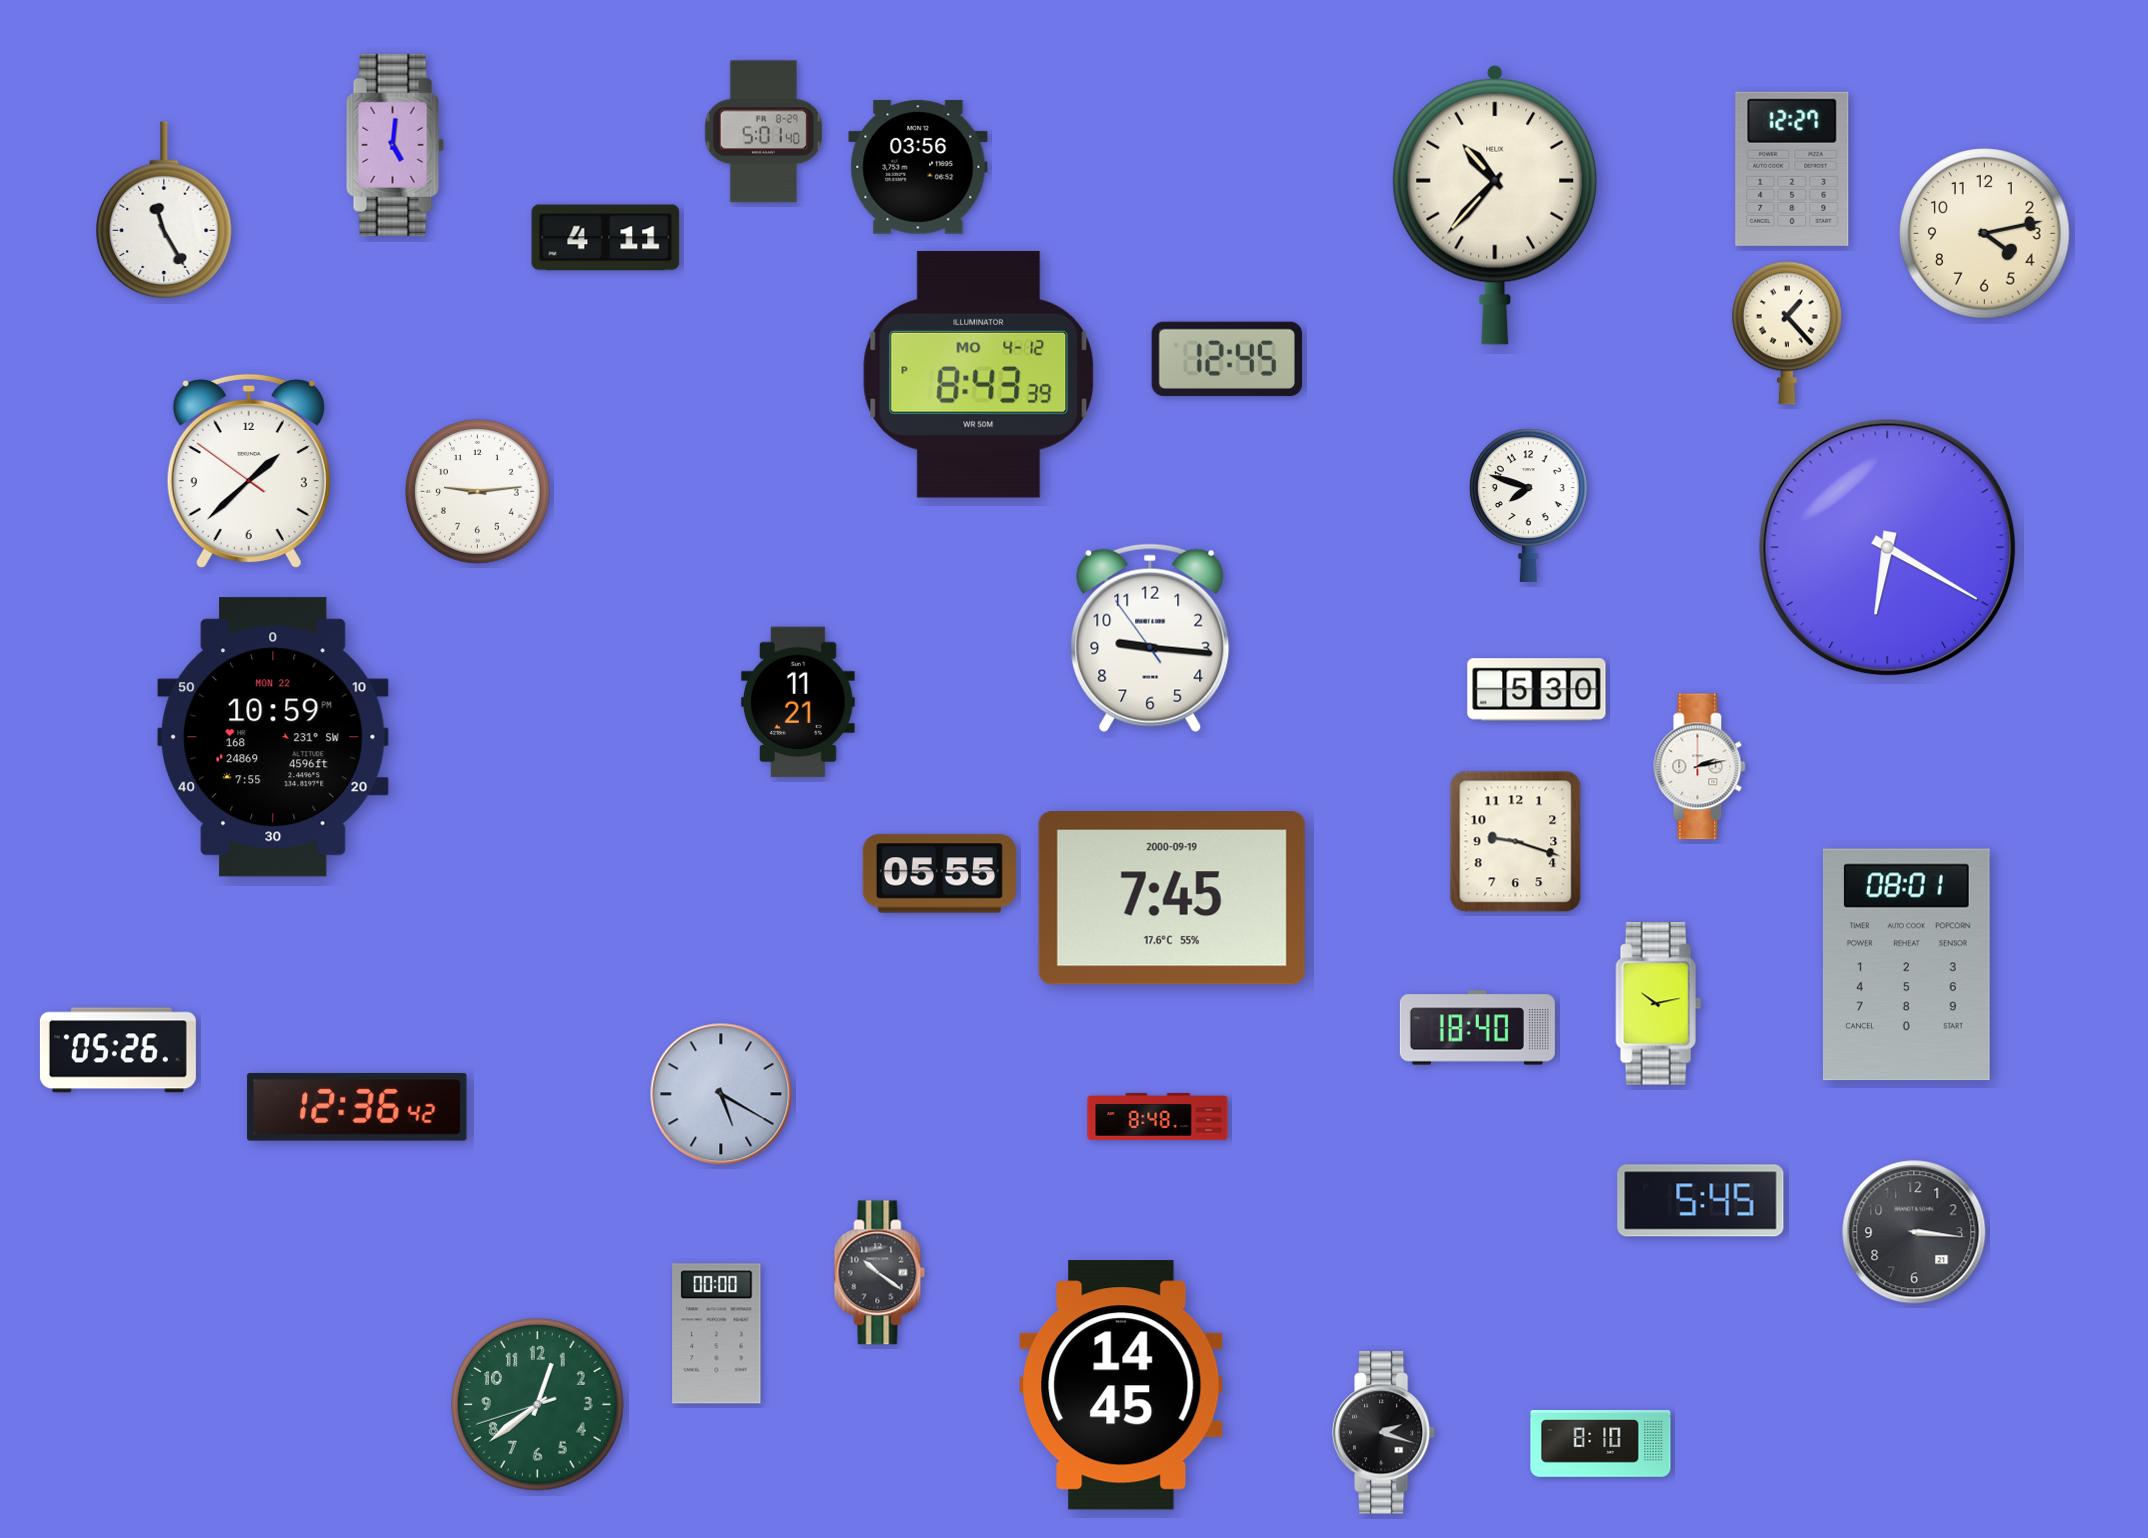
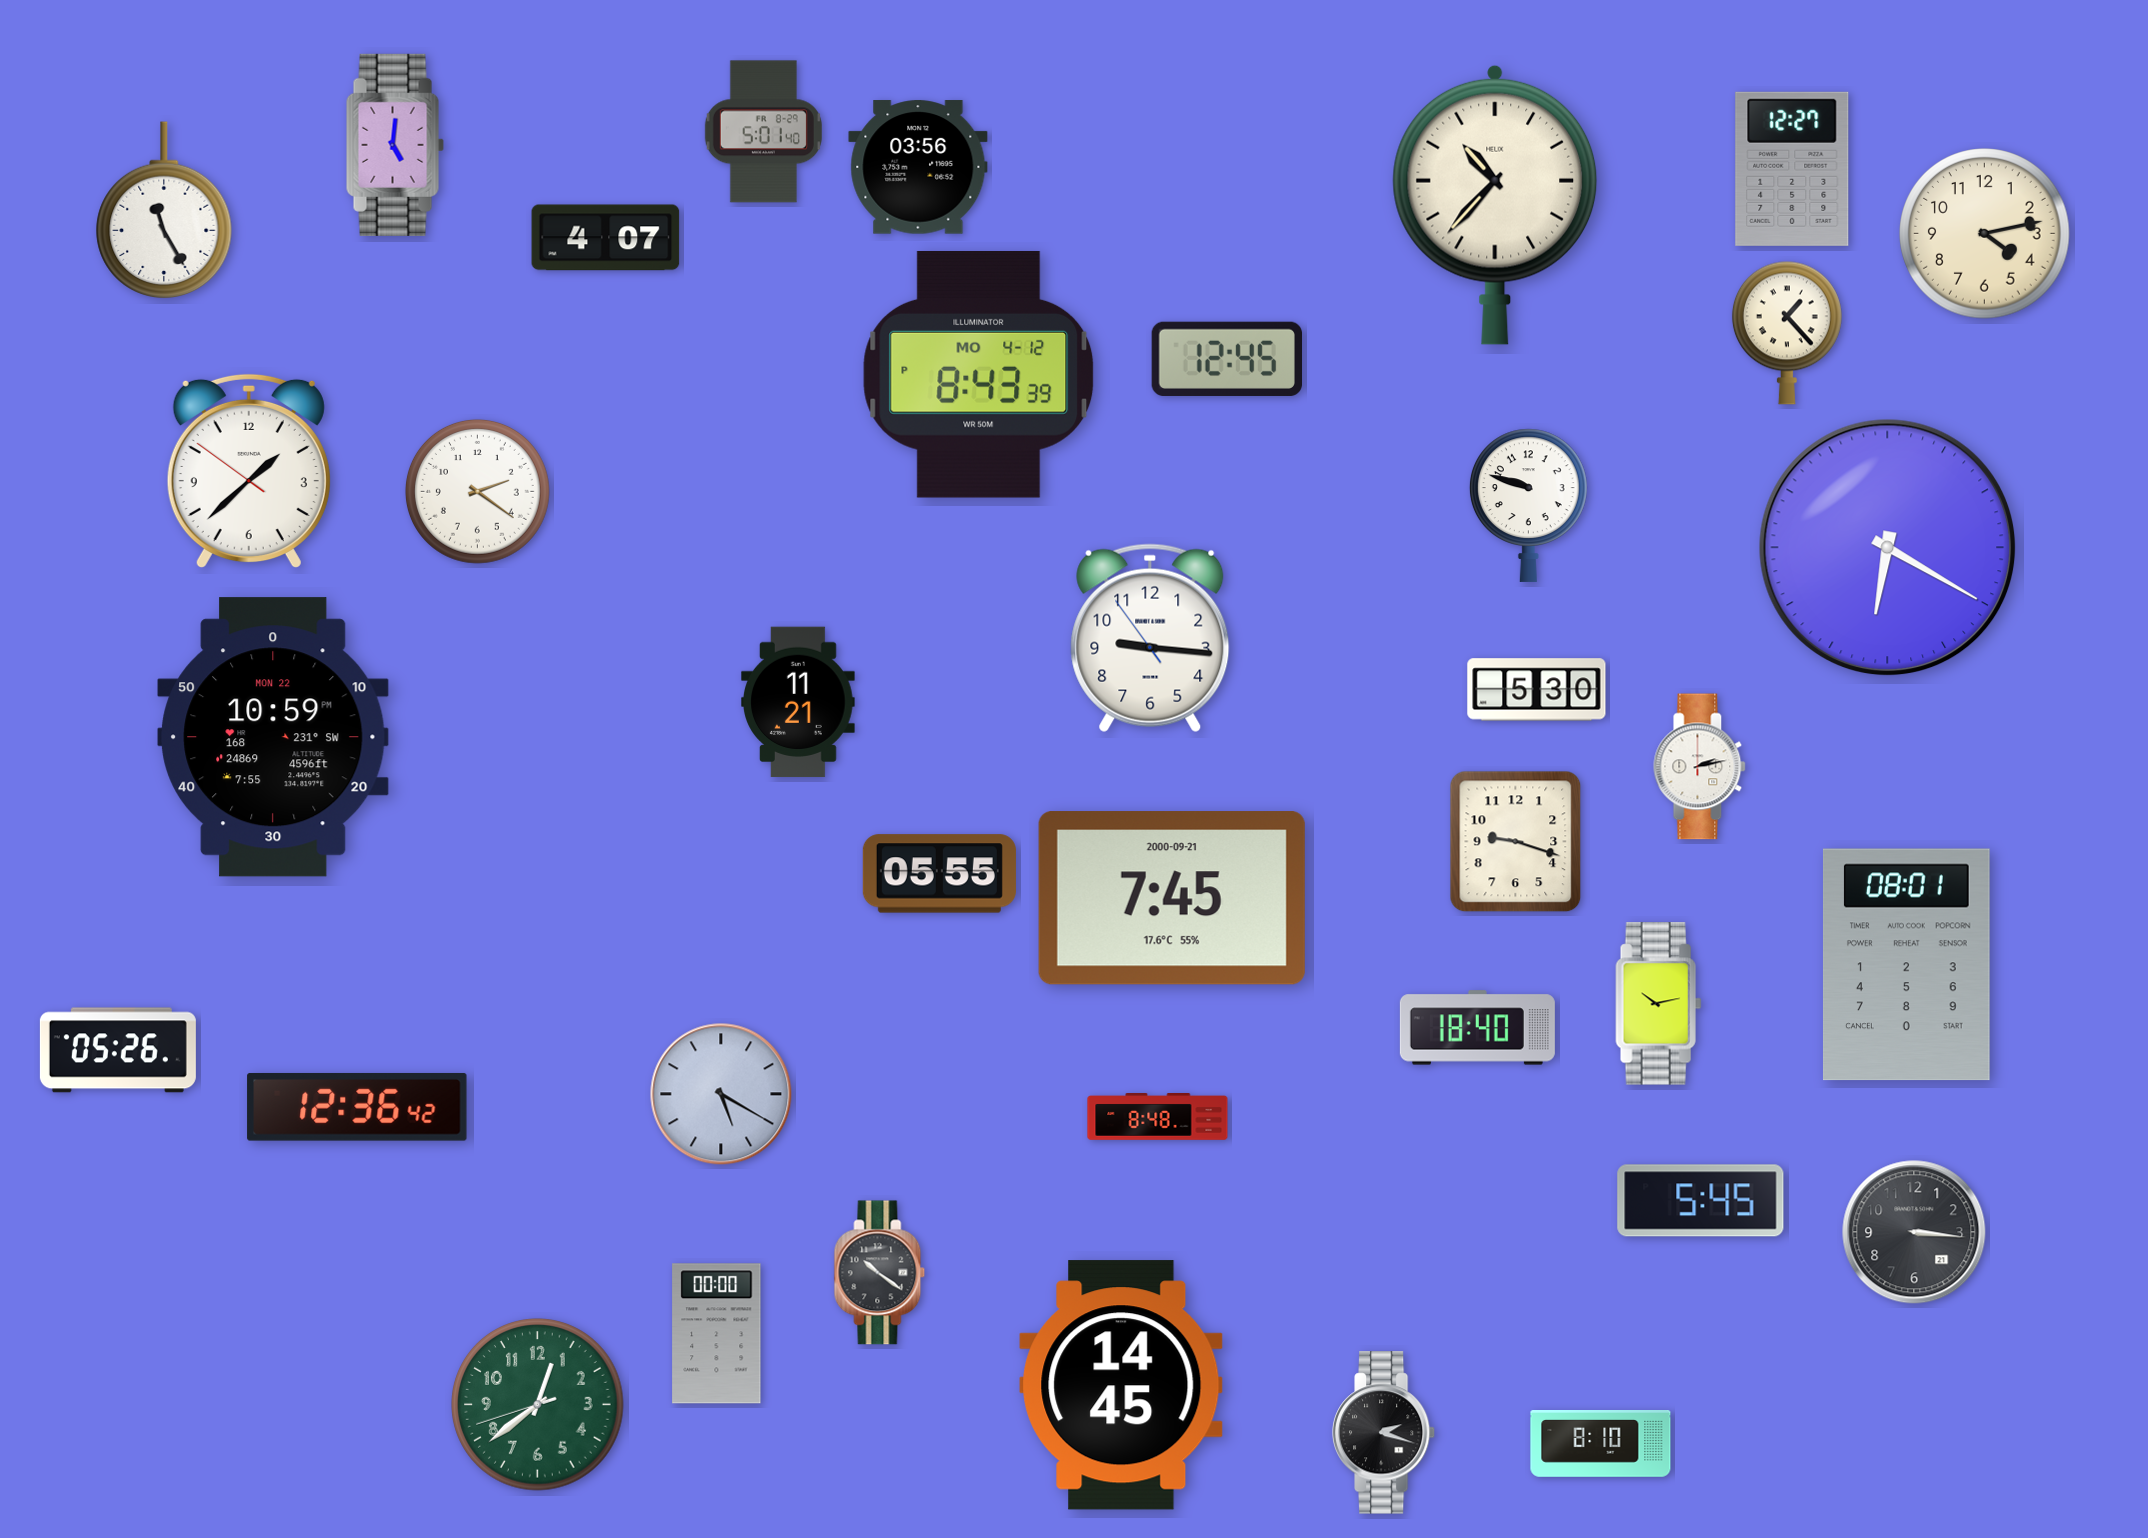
clock at (606, 238): 4:11 -> 4:07
clock at (477, 491): 9:14 -> 2:21
clock at (1528, 505): 7:48 -> 9:48
clock at (1172, 898) date: 2000-09-19 -> 2000-09-21
